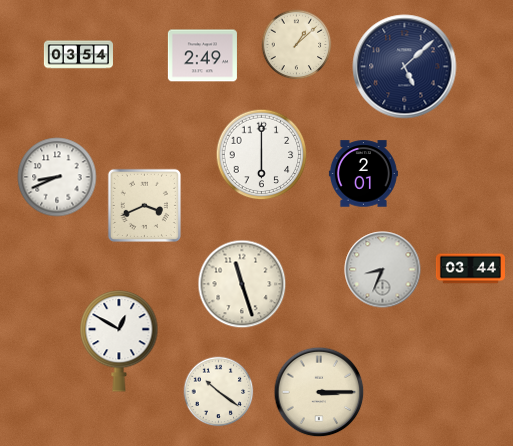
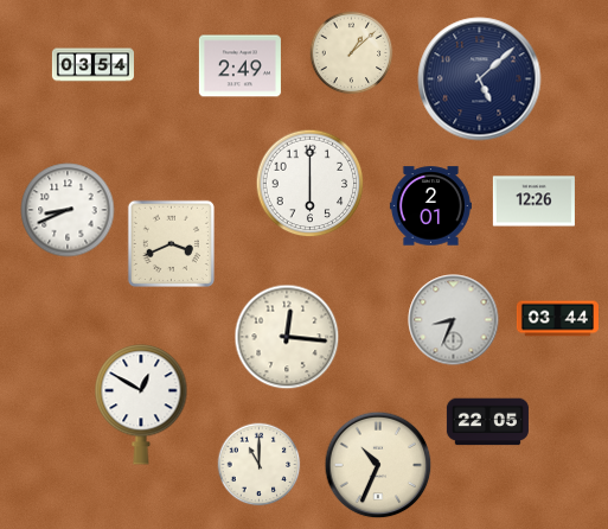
clock at (533, 202): none -> 12:26
clock at (242, 284): 11:27 -> 12:16
clock at (487, 422): none -> 22:05
clock at (219, 392): 10:21 -> 11:00
clock at (319, 392): 3:15 -> 10:34
